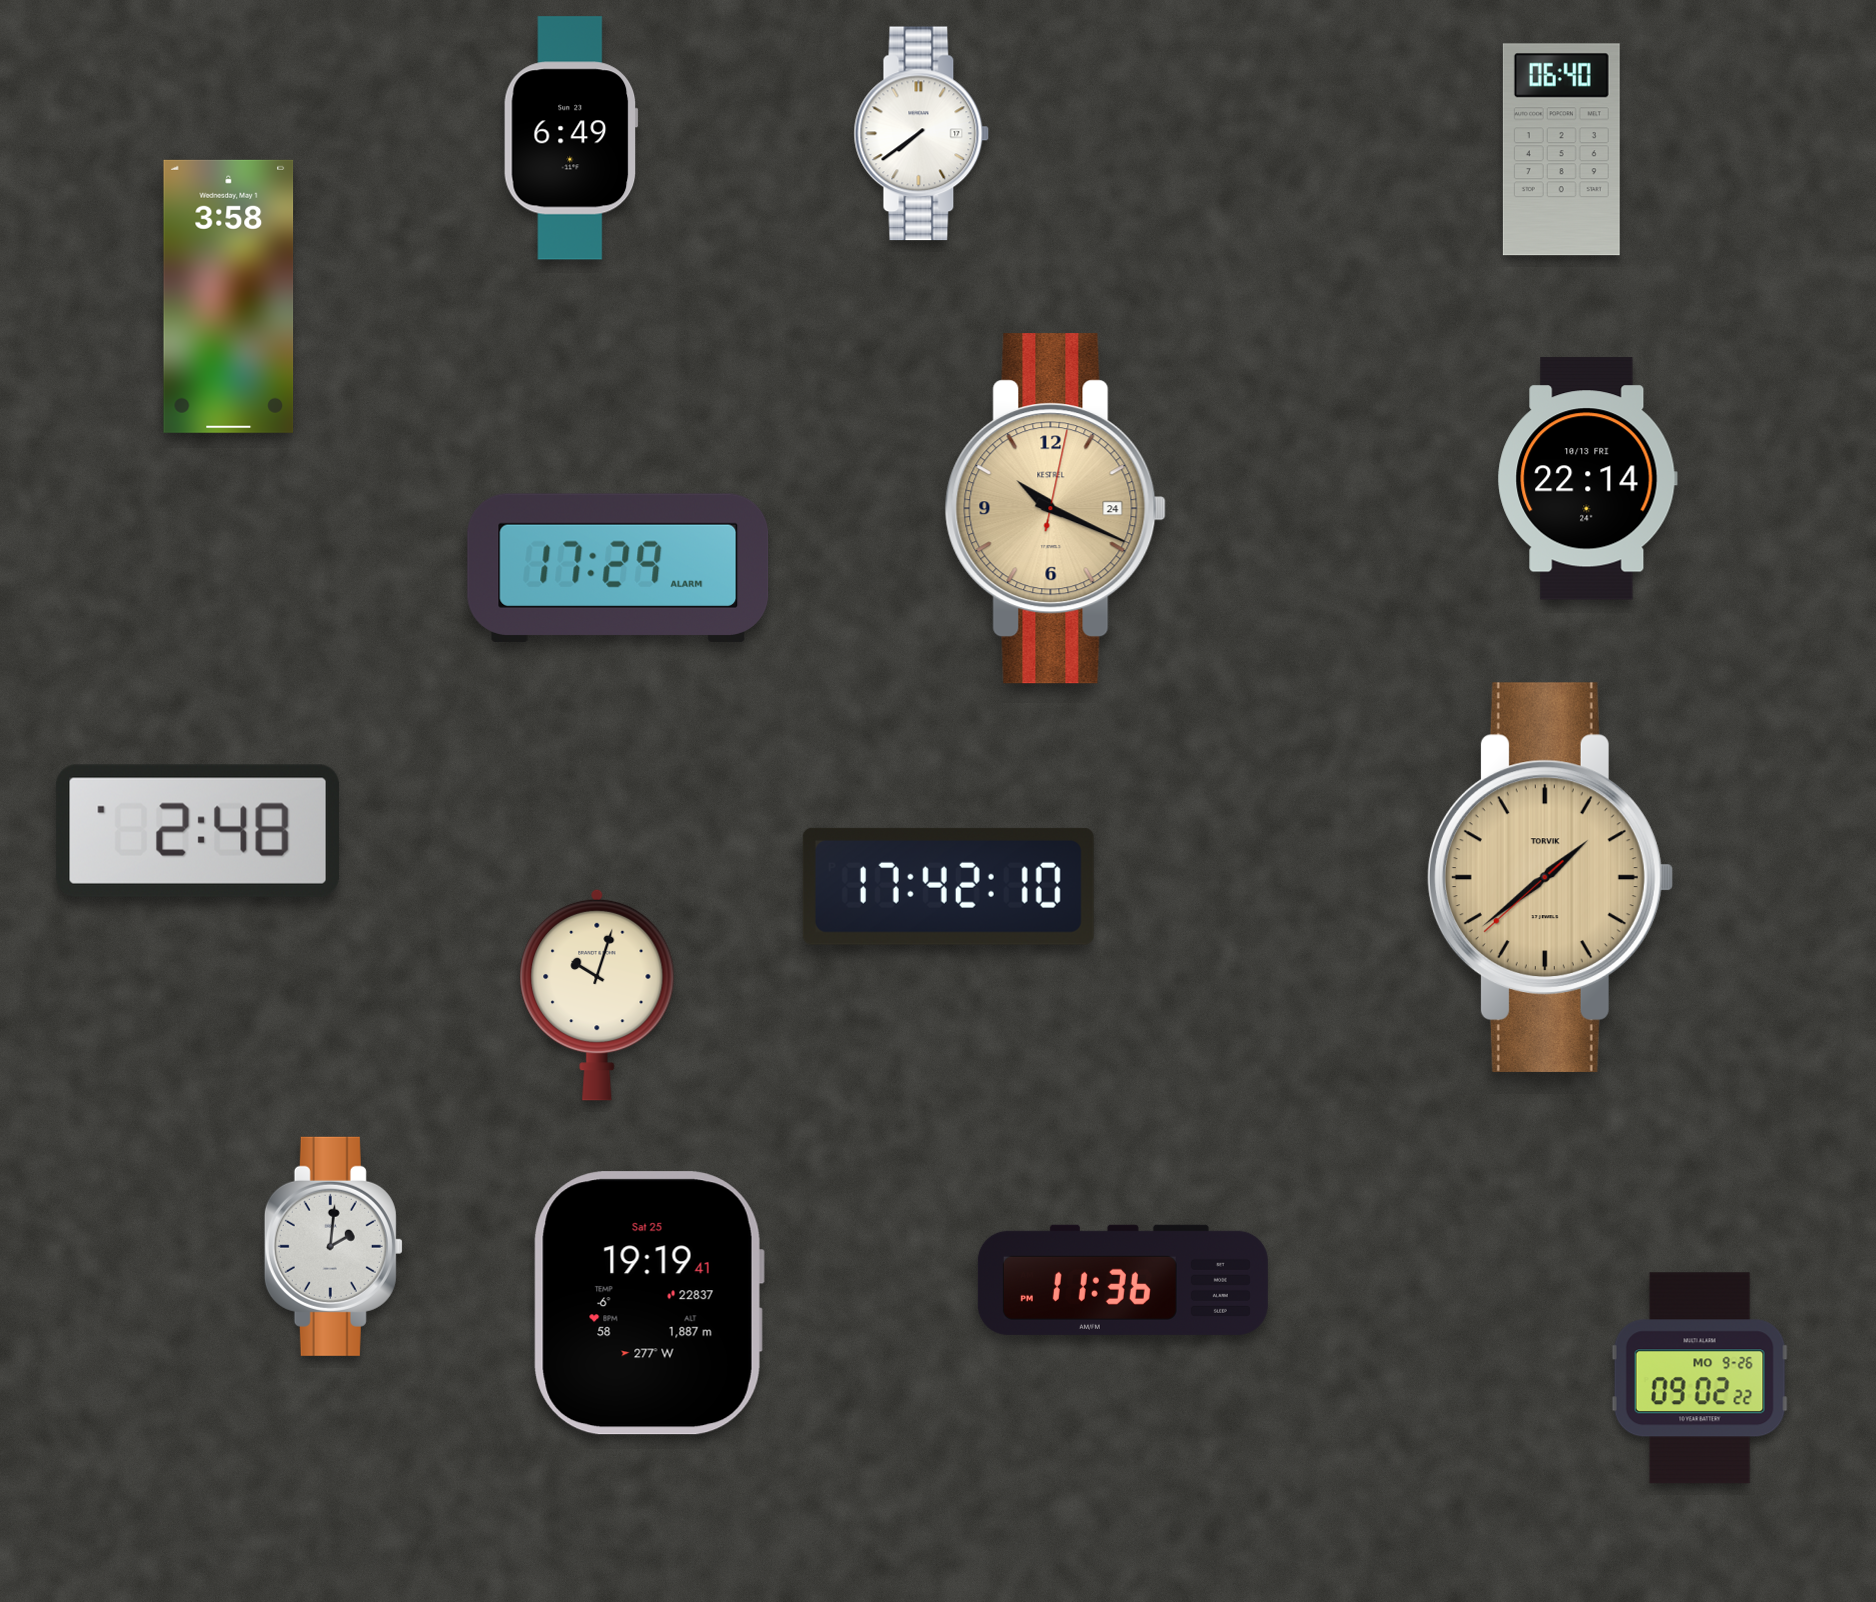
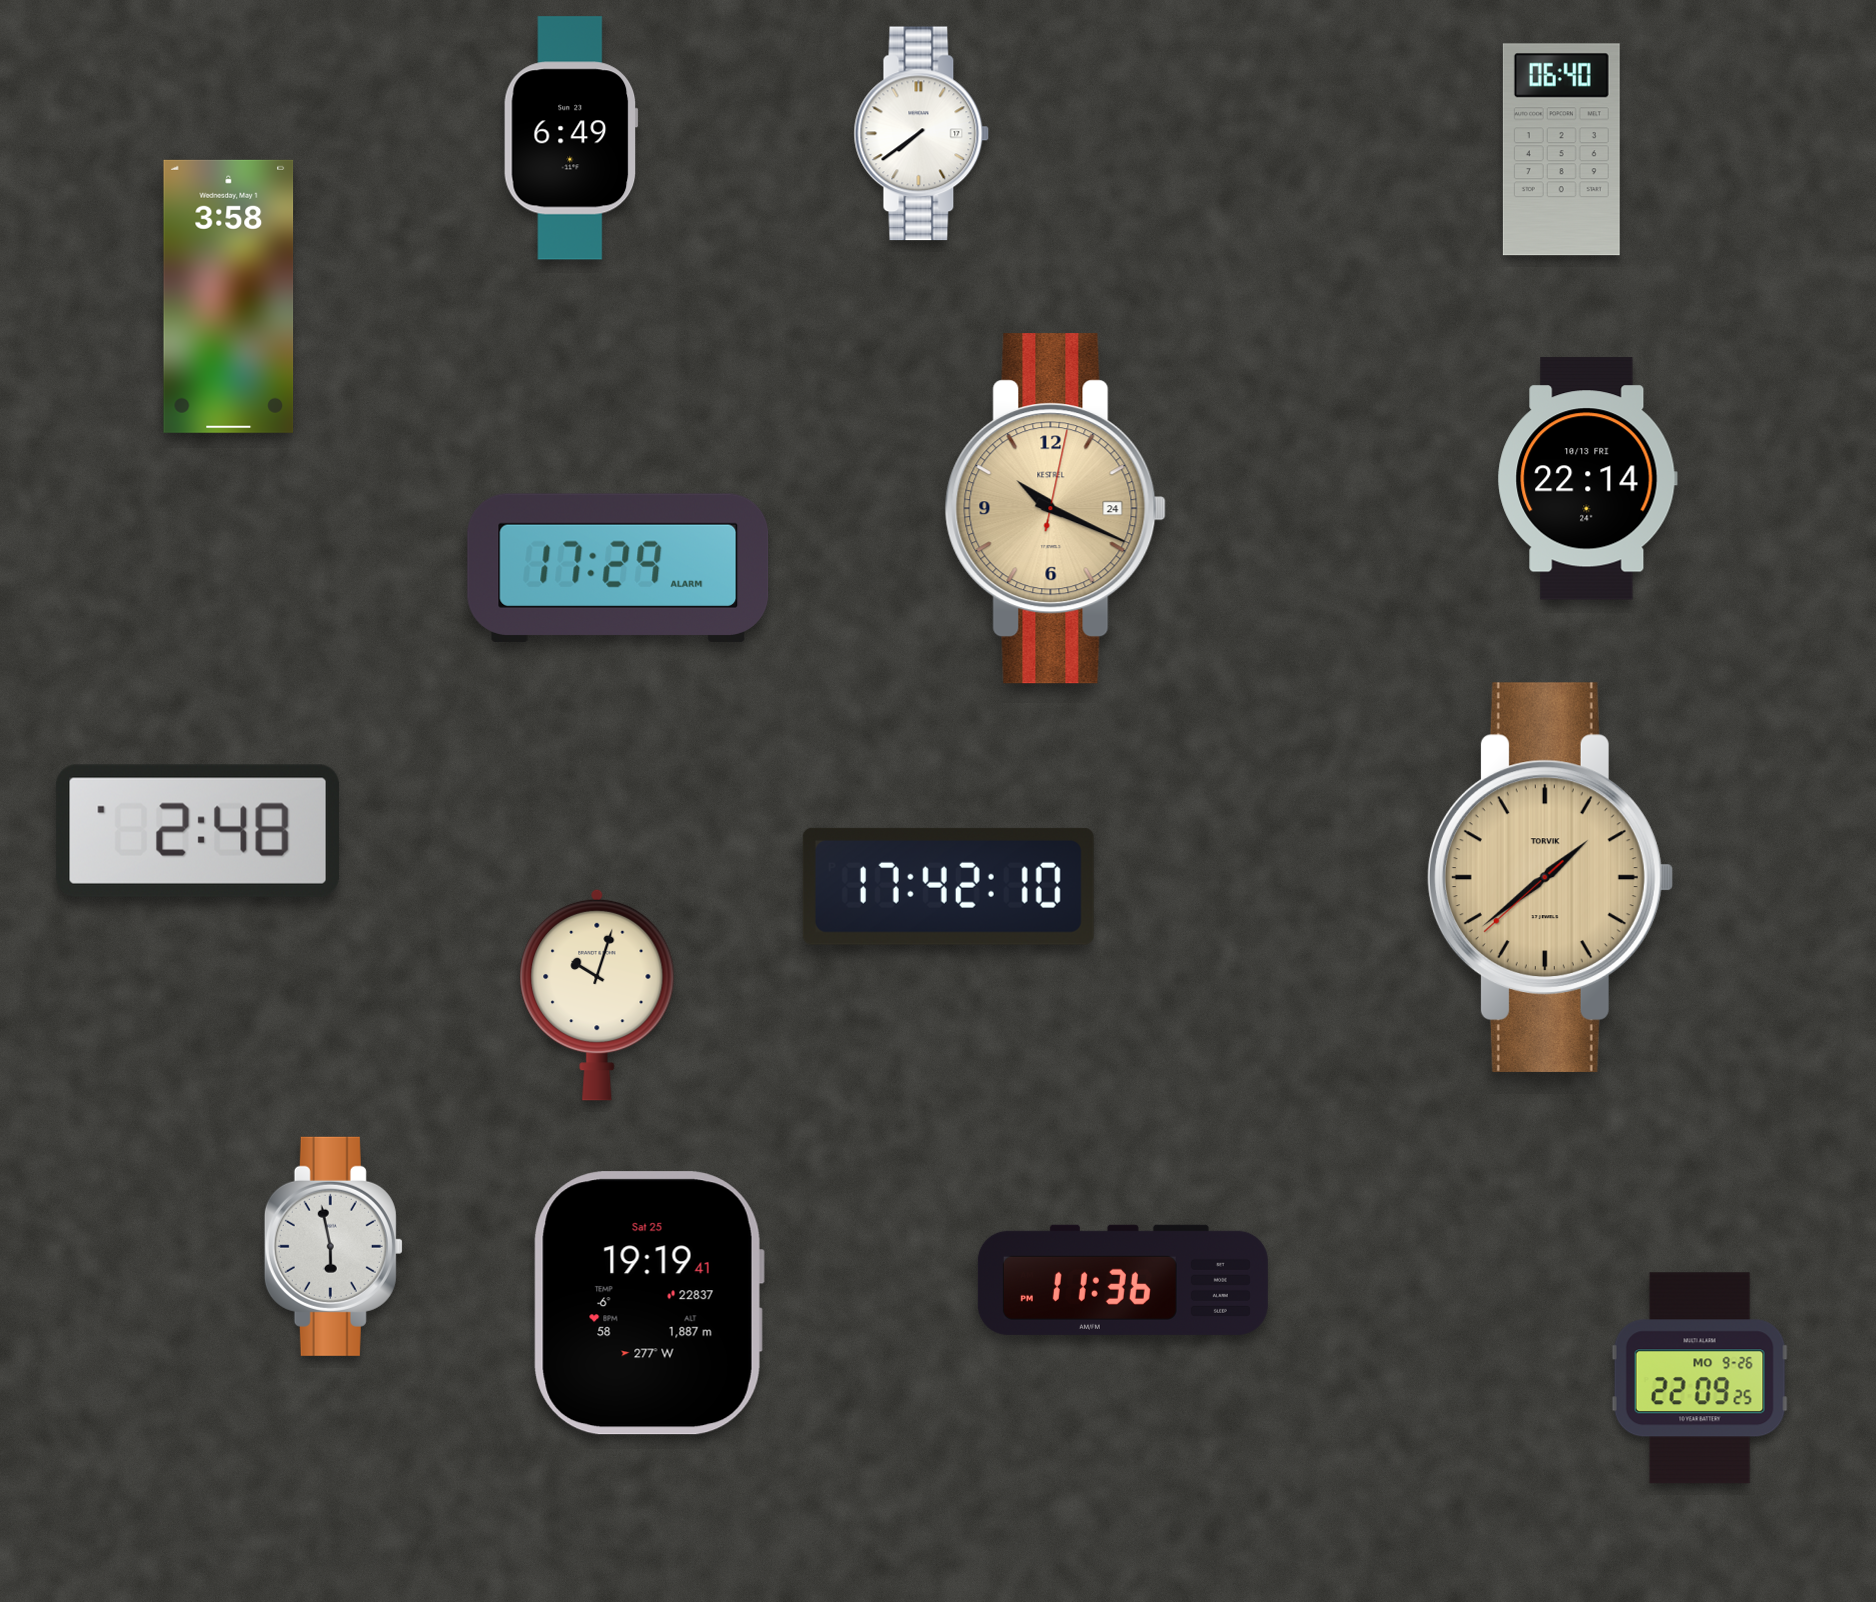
clock at (333, 1246): 2:01 -> 5:58
clock at (1700, 1378): 09:02 -> 22:09
